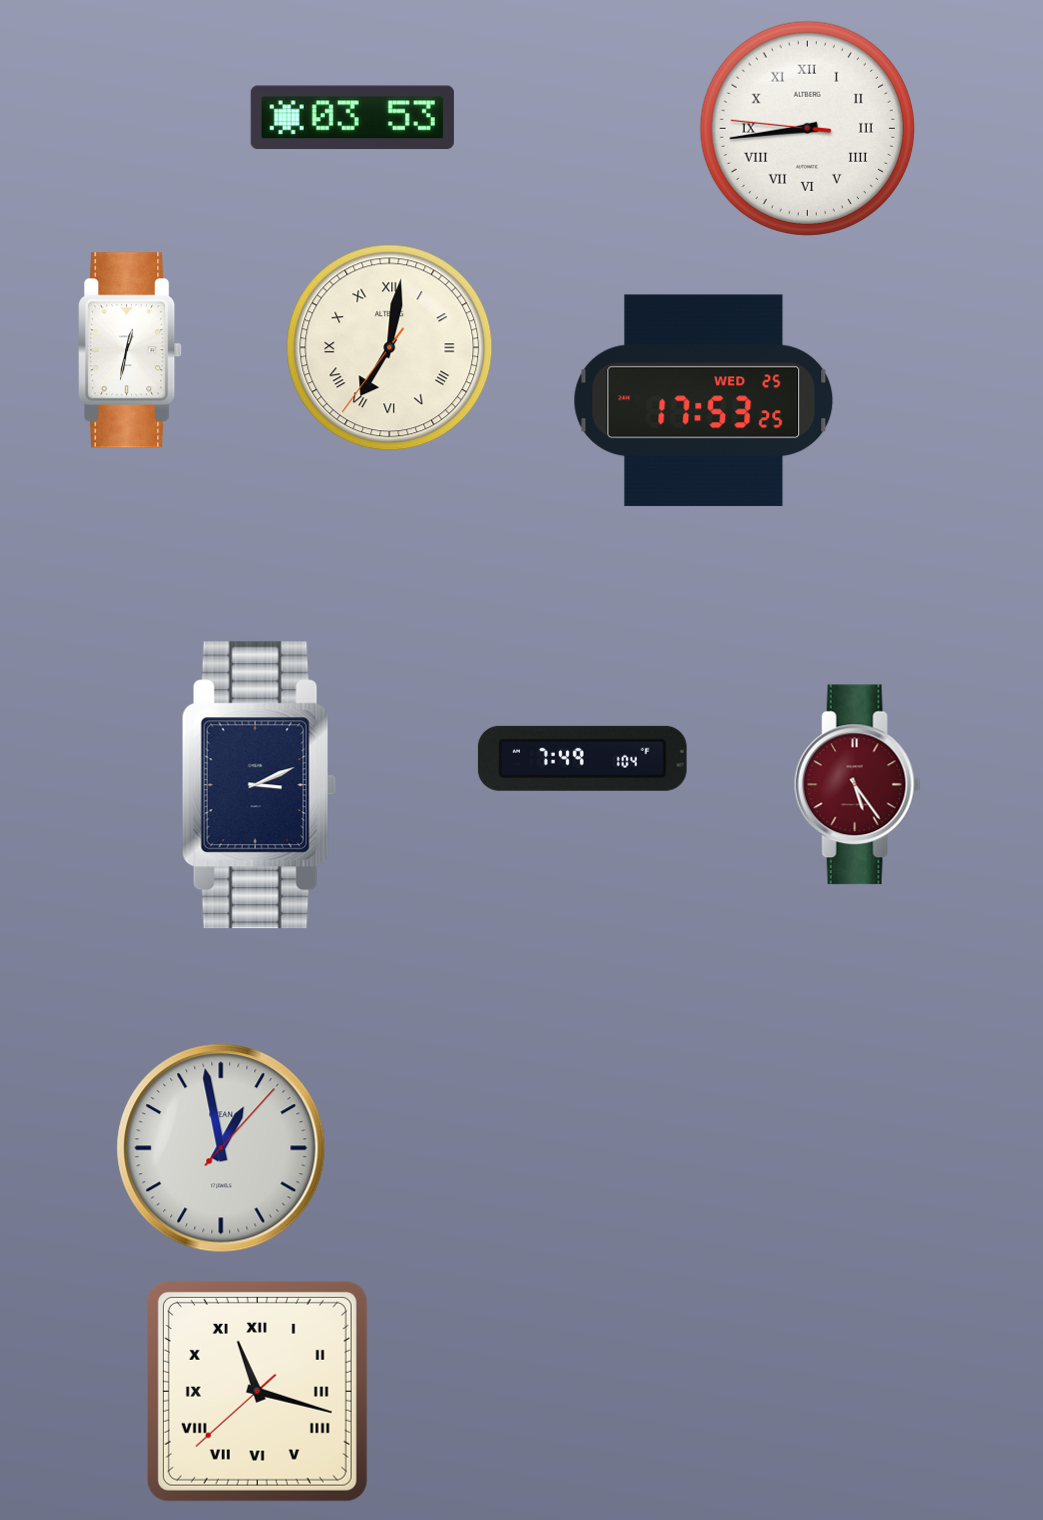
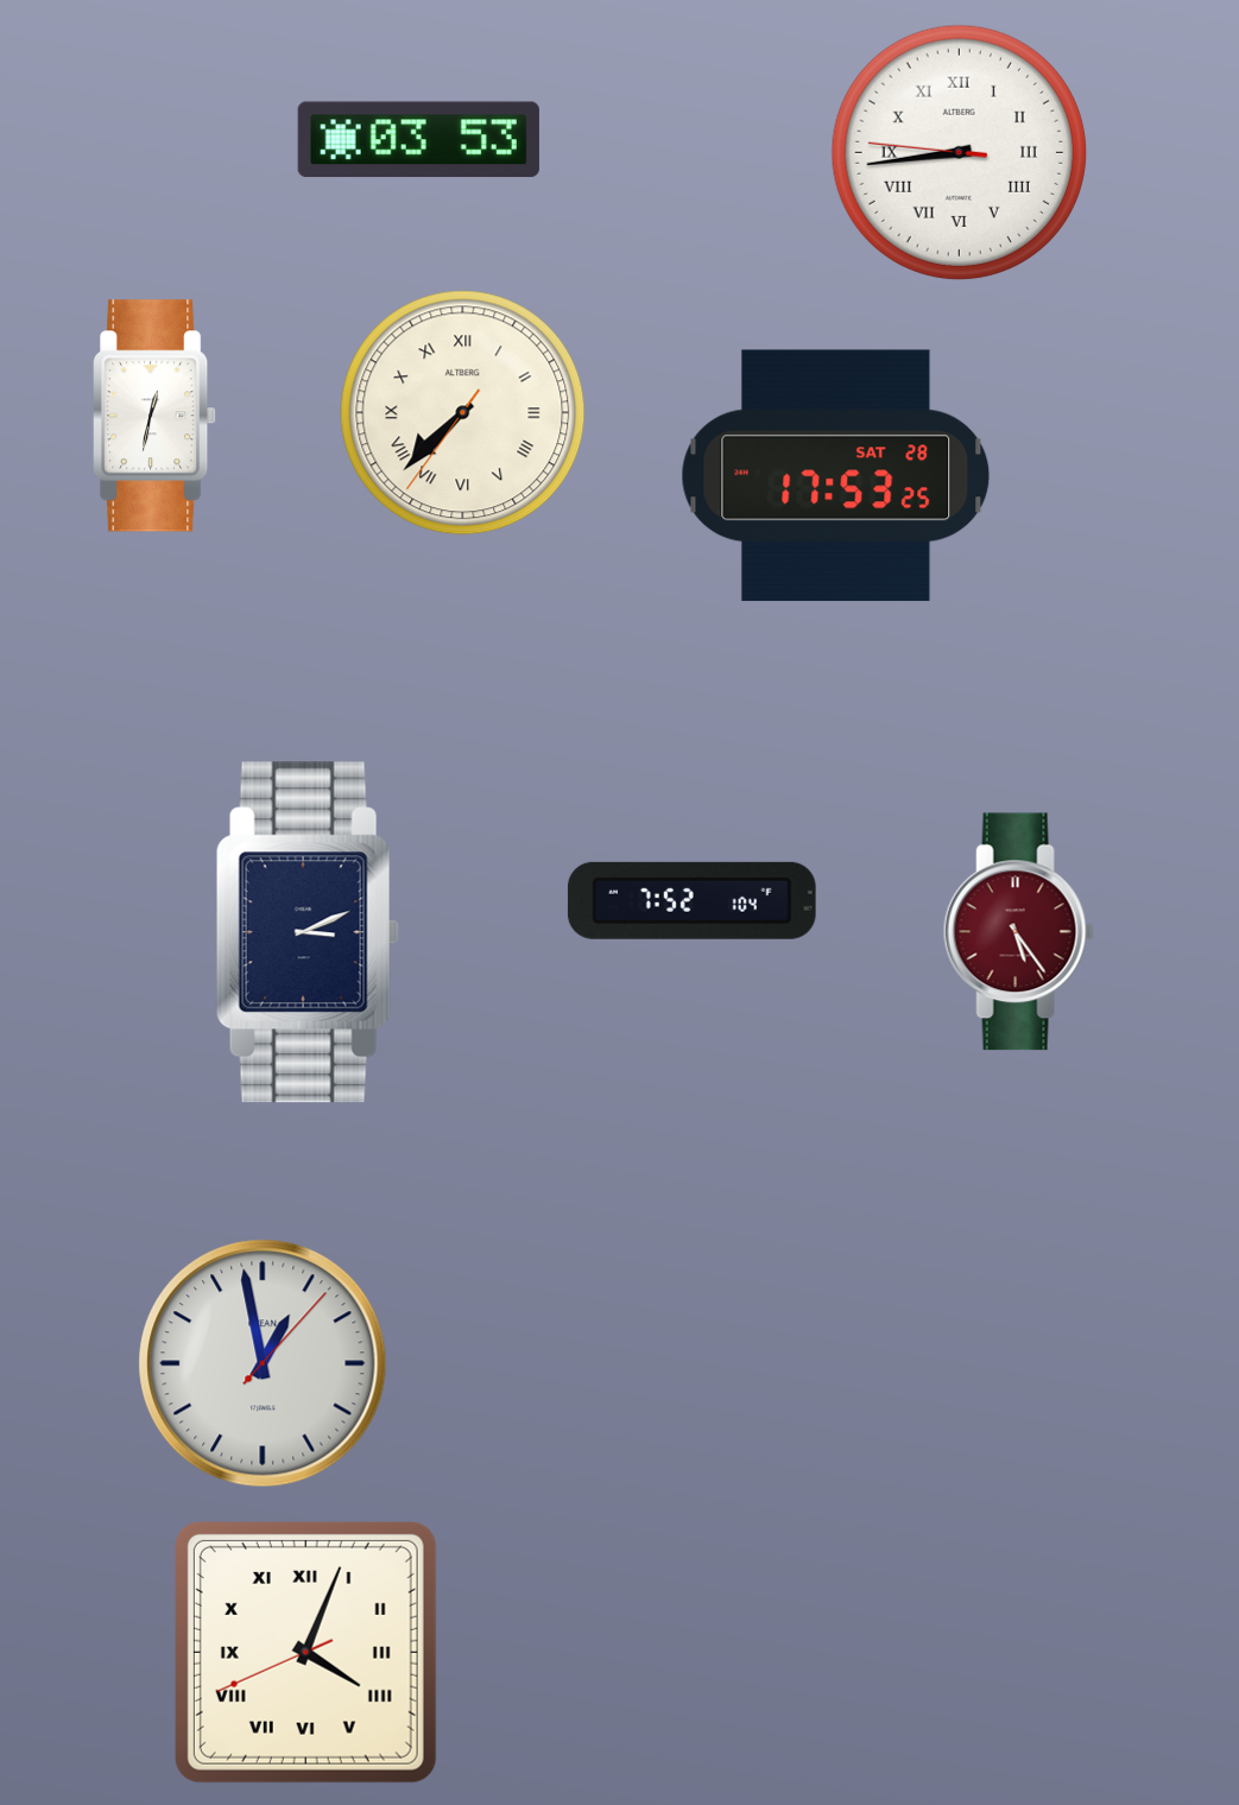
clock at (390, 348): 7:01 -> 7:37
clock at (704, 401) date: WED 25 -> SAT 28
clock at (582, 758): 7:49 -> 7:52
clock at (257, 1391): 11:17 -> 4:03
